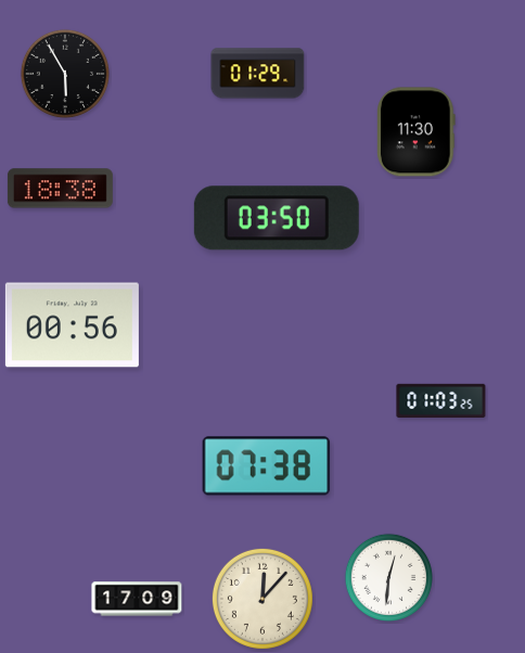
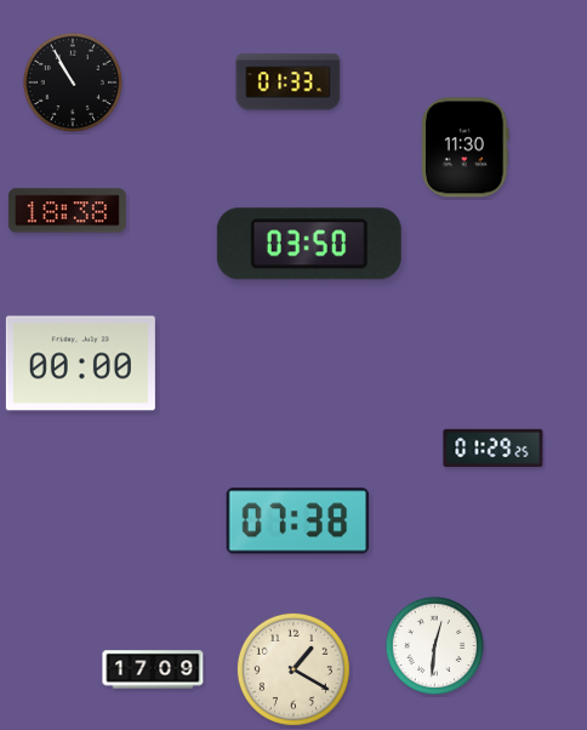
clock at (65, 74): 5:55 -> 10:55
clock at (258, 74): 01:29 -> 01:33
clock at (72, 325): 00:56 -> 00:00
clock at (441, 401): 01:03 -> 01:29
clock at (262, 599): 12:07 -> 1:20
